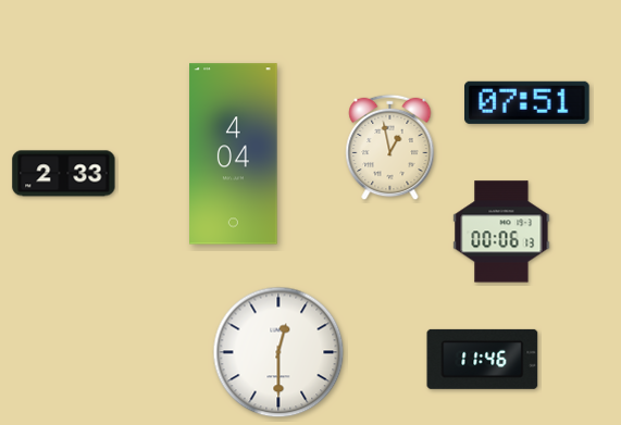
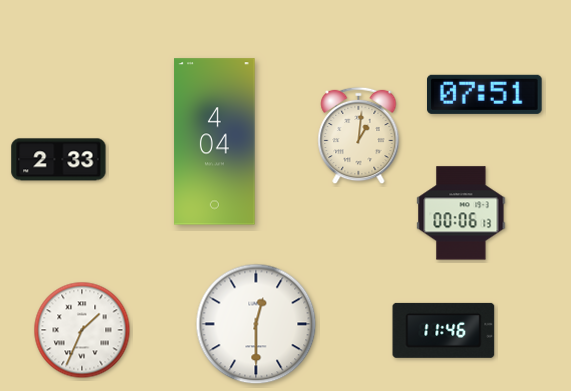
clock at (390, 148): 12:58 -> 1:01
clock at (82, 330): none -> 1:34
